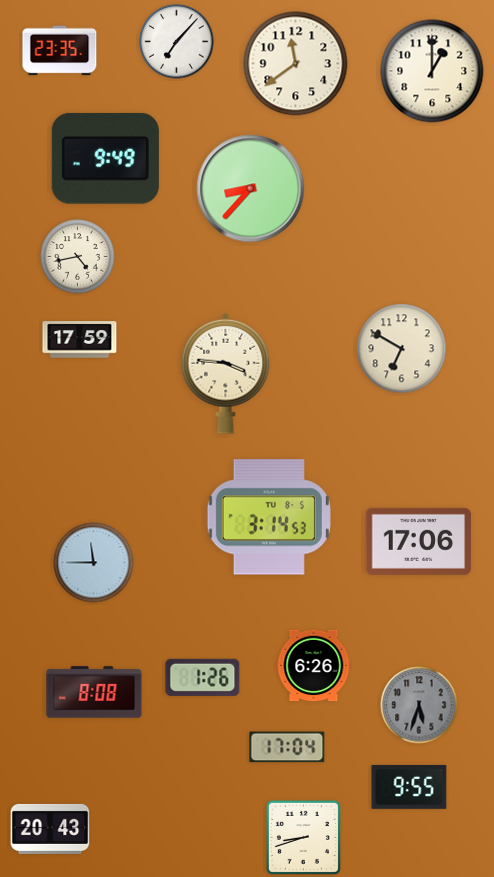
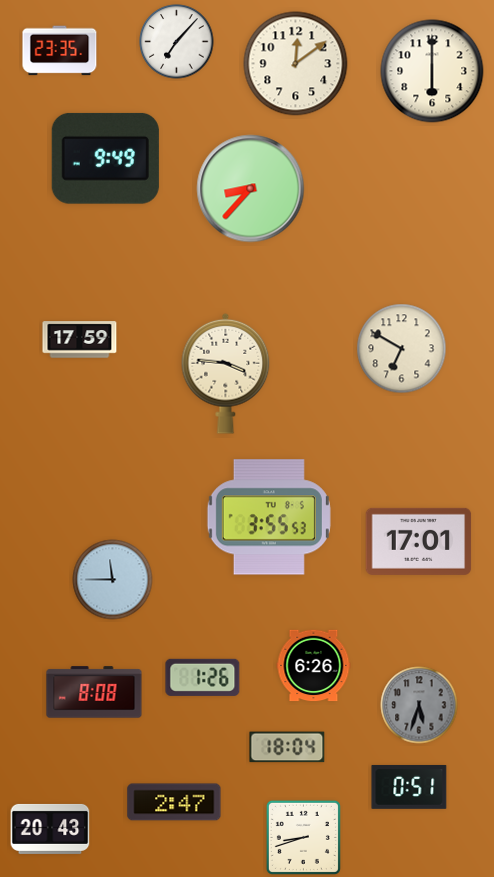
clock at (296, 64): 11:39 -> 12:09
clock at (432, 71): 1:00 -> 6:00
clock at (78, 257): 4:43 -> none
clock at (269, 517): 3:14 -> 3:55
clock at (419, 541): 17:06 -> 17:01
clock at (94, 563) position: (94, 563) -> (113, 580)
clock at (287, 747): 17:04 -> 18:04
clock at (409, 787): 9:55 -> 0:51
clock at (174, 802): none -> 2:47
